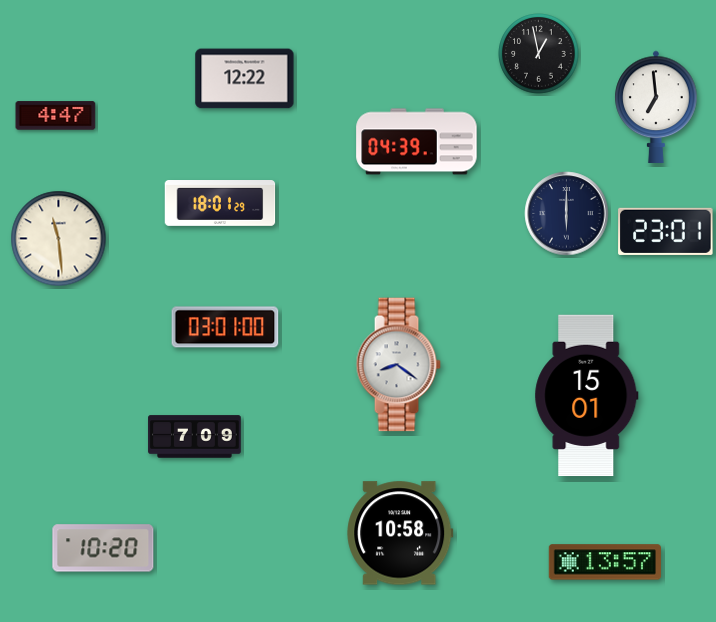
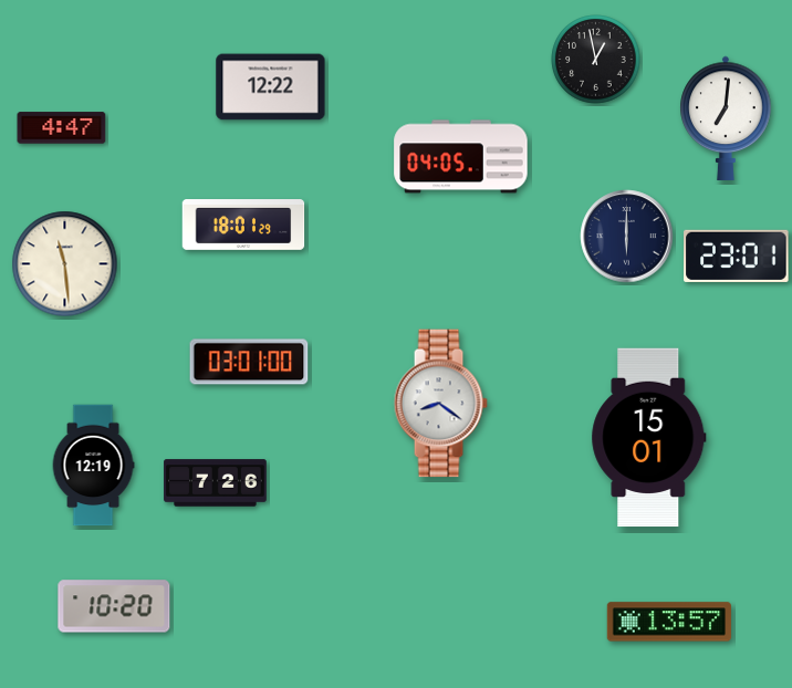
clock at (656, 107): 6:59 -> 7:01
clock at (417, 142): 04:39 -> 04:05
clock at (93, 466): none -> 12:19
clock at (195, 437): 7:09 -> 7:26
clock at (400, 533): 10:58 -> none
